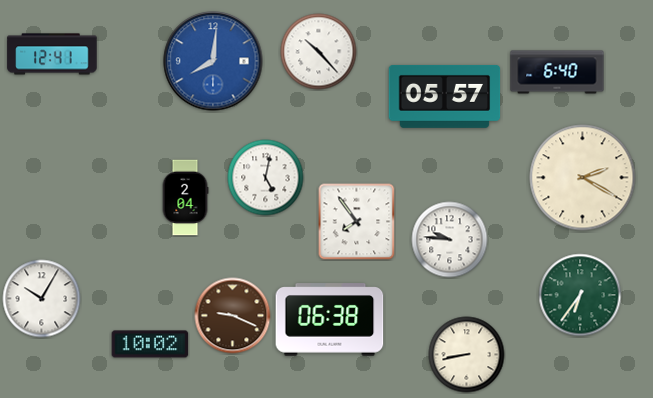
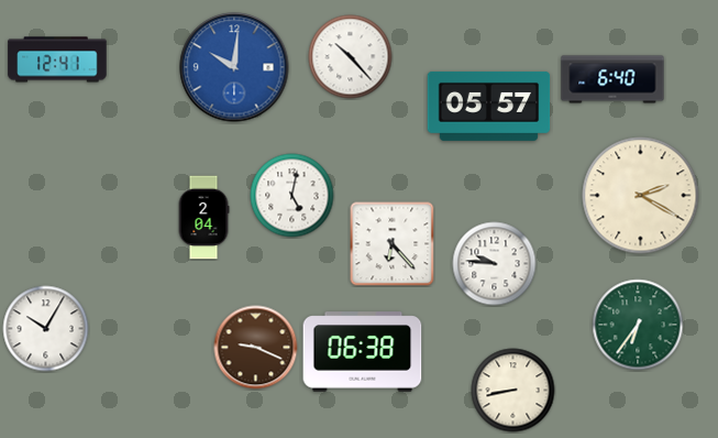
clock at (213, 61): 8:01 -> 10:01
clock at (357, 222): 7:54 -> 6:23
clock at (150, 344): 10:02 -> none
